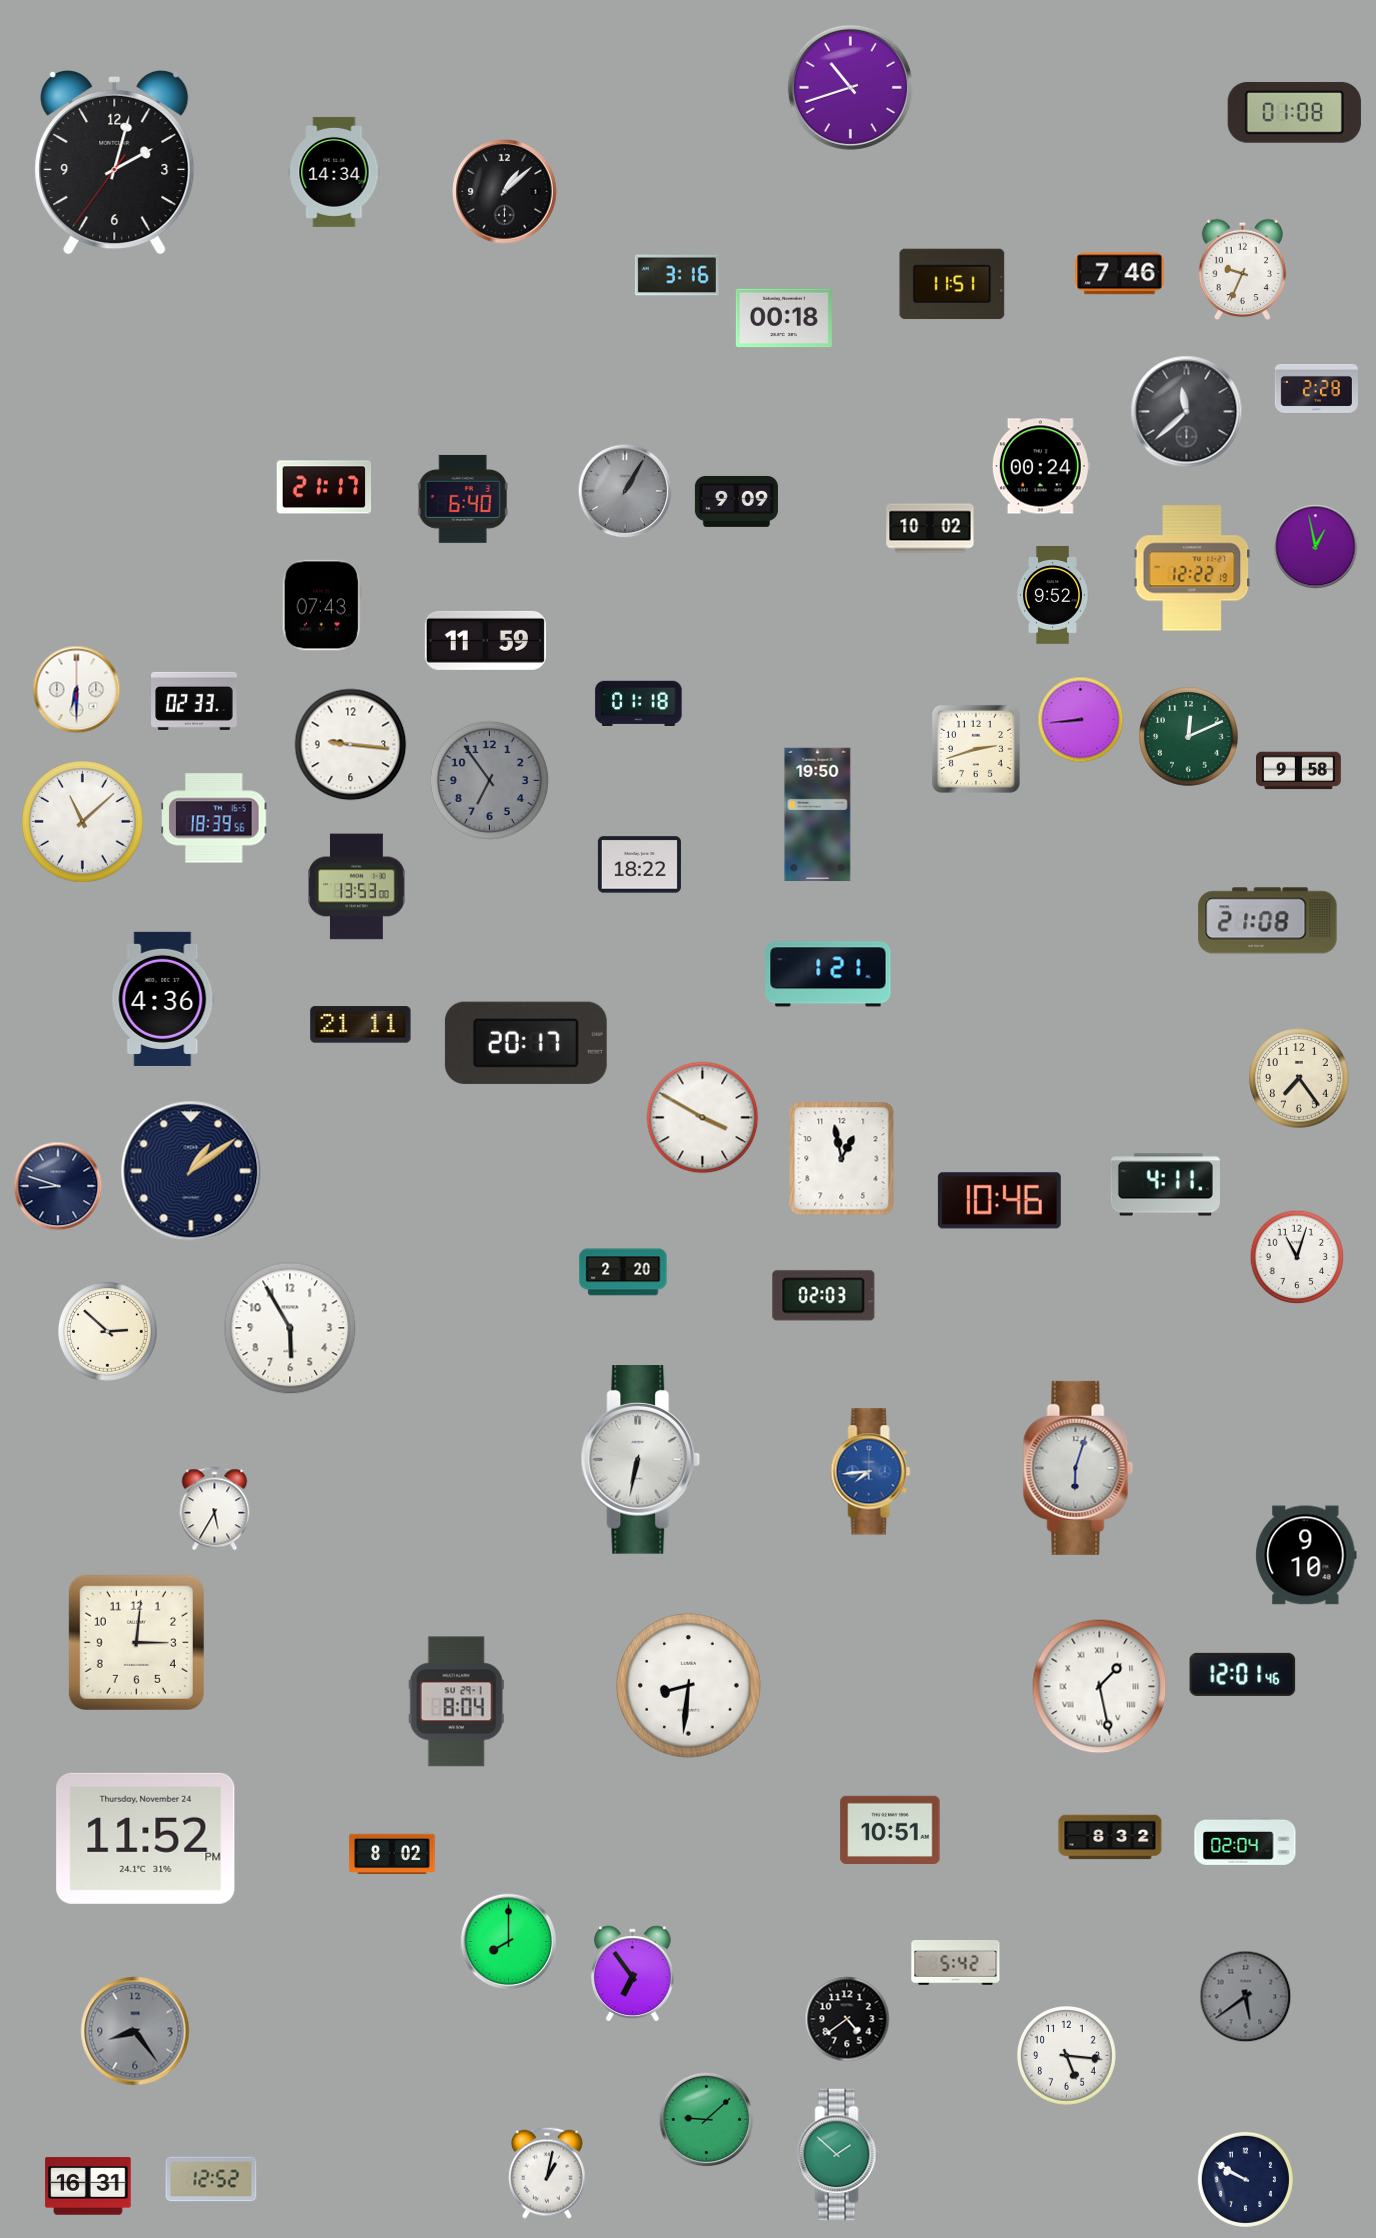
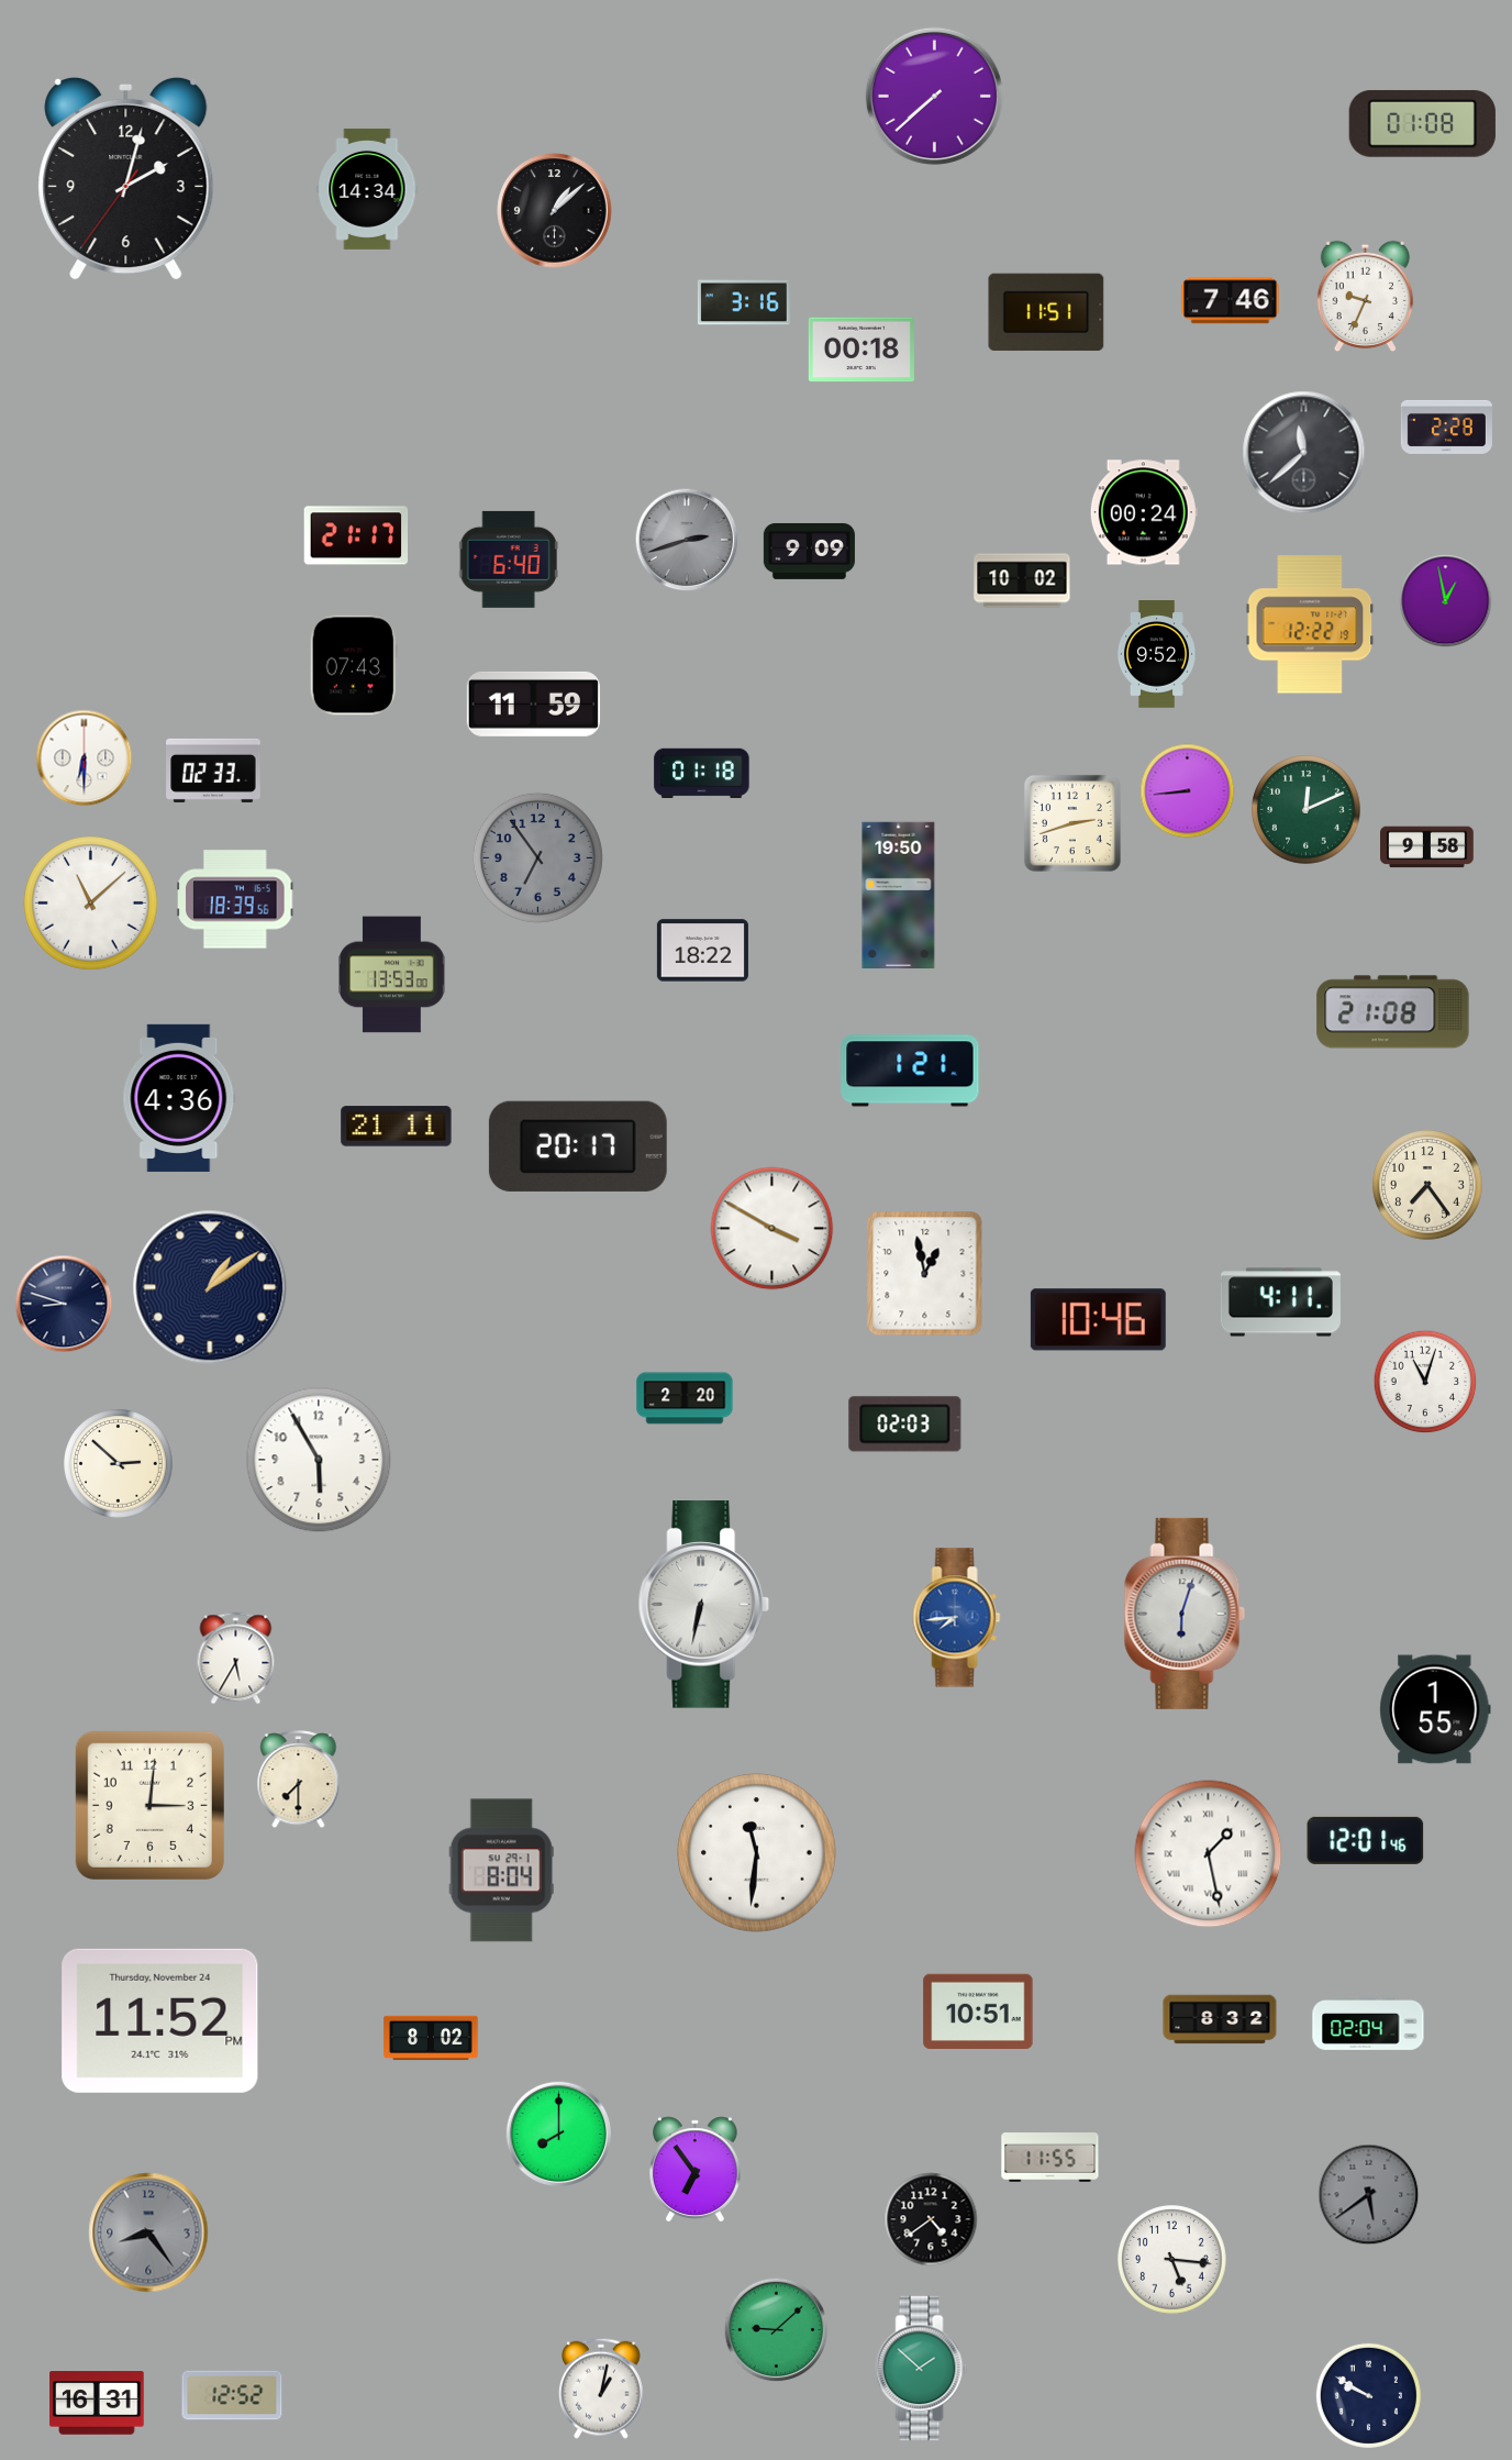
clock at (850, 87): 10:42 -> 7:38
clock at (625, 491): 1:05 -> 2:42
clock at (463, 499) position: (463, 499) -> (509, 559)
clock at (351, 745): 9:16 -> none
clock at (1306, 1555): 9:10 -> 1:55
clock at (299, 1780): none -> 7:30
clock at (689, 1686): 8:31 -> 11:31
clock at (956, 1963): 5:42 -> 11:55
